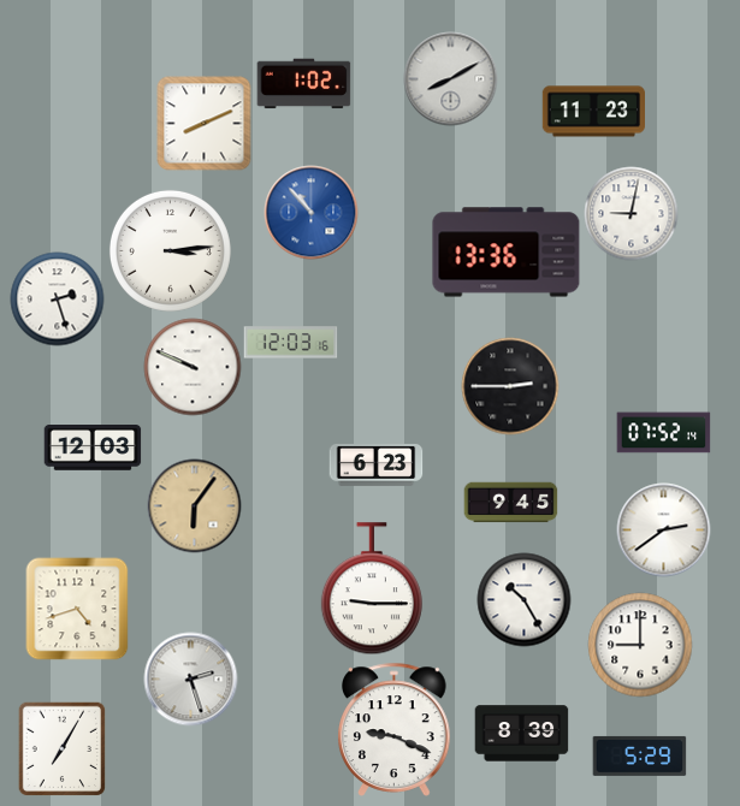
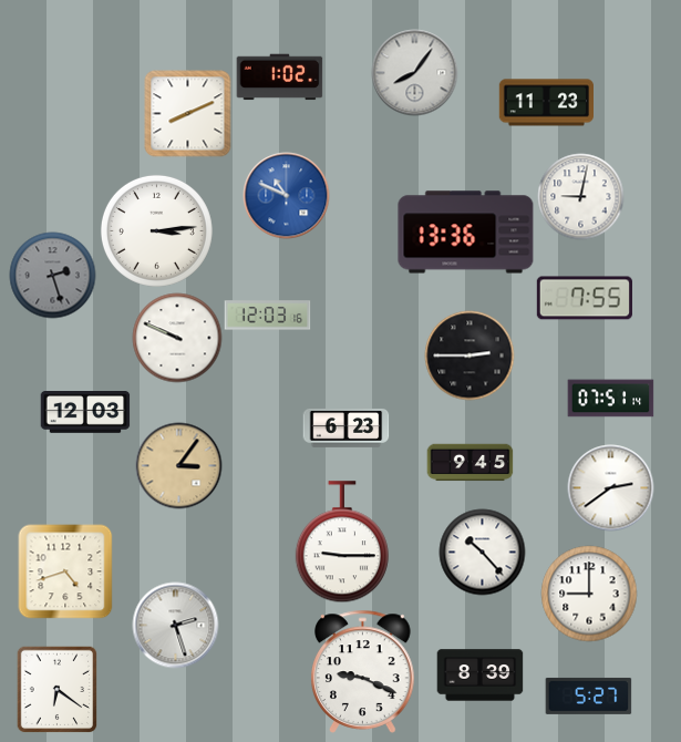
clock at (450, 78): 8:10 -> 8:06
clock at (310, 212): 10:53 -> 10:49
clock at (57, 298) dial: white -> grey
clock at (585, 298): none -> 7:55
clock at (663, 433): 07:52 -> 07:51
clock at (194, 505): 6:06 -> 3:06
clock at (523, 599): 10:25 -> 10:23
clock at (77, 609) position: (77, 609) -> (65, 571)
clock at (63, 748): 7:05 -> 6:21
clock at (639, 755): 5:29 -> 5:27
